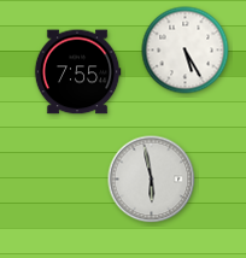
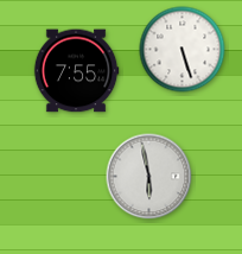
clock at (186, 51): 5:25 -> 5:27
